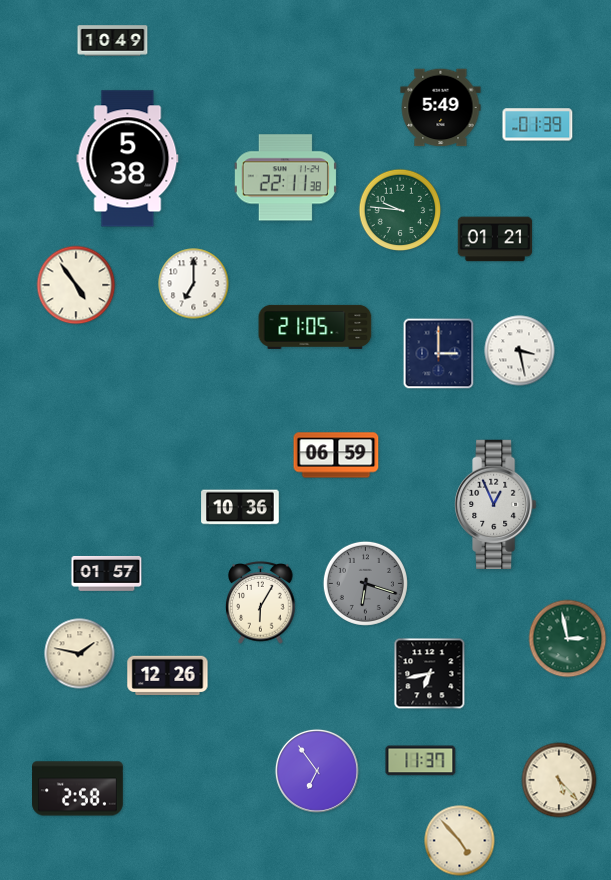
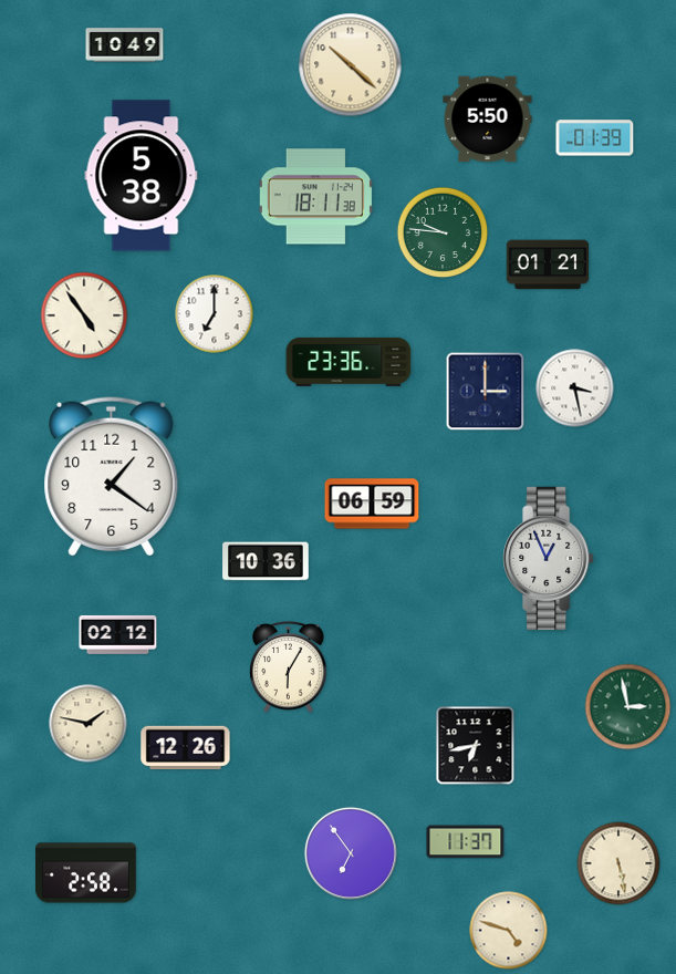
clock at (351, 65): none -> 10:22
clock at (441, 108): 5:49 -> 5:50
clock at (285, 178): 22:11 -> 18:11
clock at (315, 327): 21:05 -> 23:36
clock at (112, 477): none -> 1:21
clock at (107, 573): 01:57 -> 02:12
clock at (365, 583): 6:18 -> none
clock at (559, 780): 5:23 -> 5:28
clock at (460, 841): 4:53 -> 4:48
